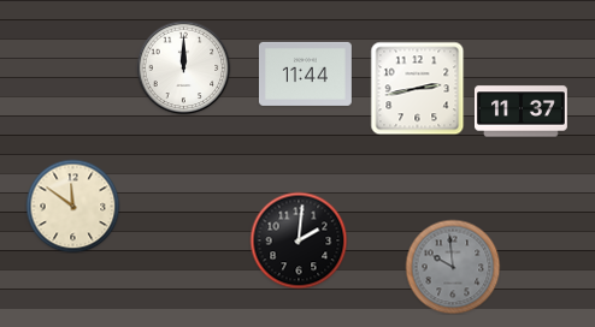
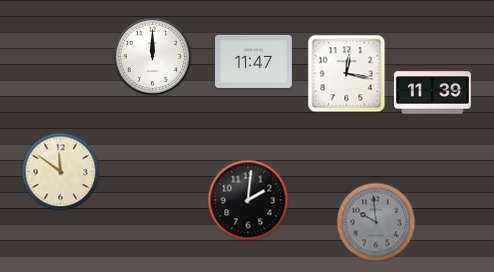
clock at (305, 73): 11:44 -> 11:47
clock at (417, 88): 2:43 -> 12:17
clock at (520, 112): 11:37 -> 11:39
